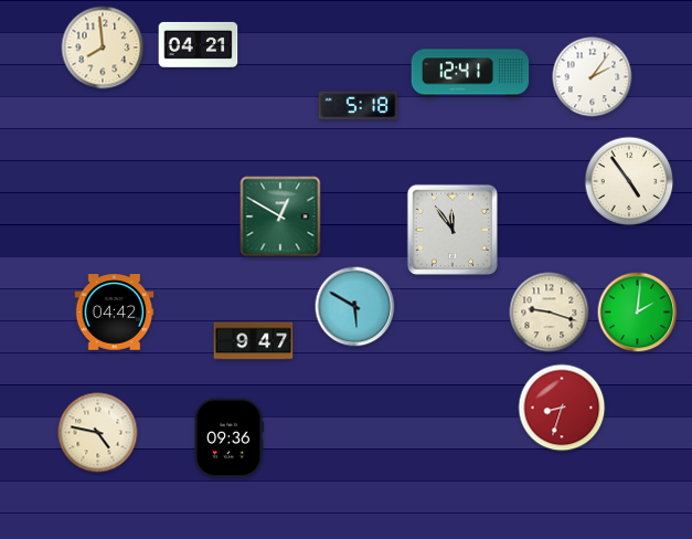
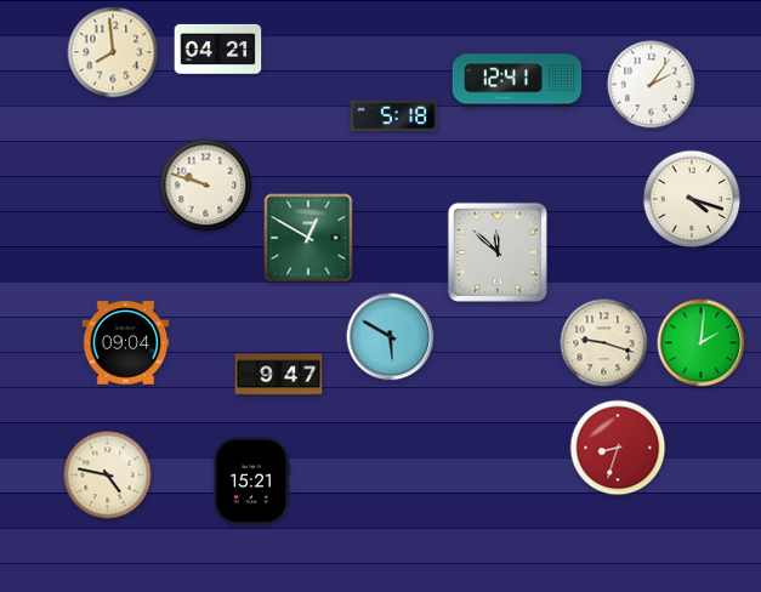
clock at (206, 186): none -> 9:48
clock at (629, 181): 4:54 -> 4:18
clock at (453, 230): 11:54 -> 11:52
clock at (115, 313): 04:42 -> 09:04
clock at (228, 438): 09:36 -> 15:21
